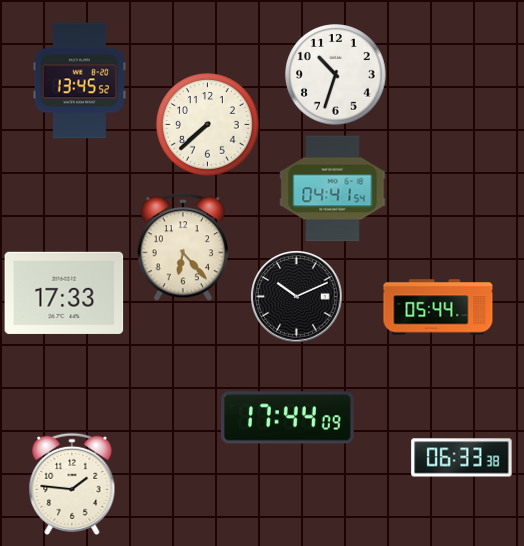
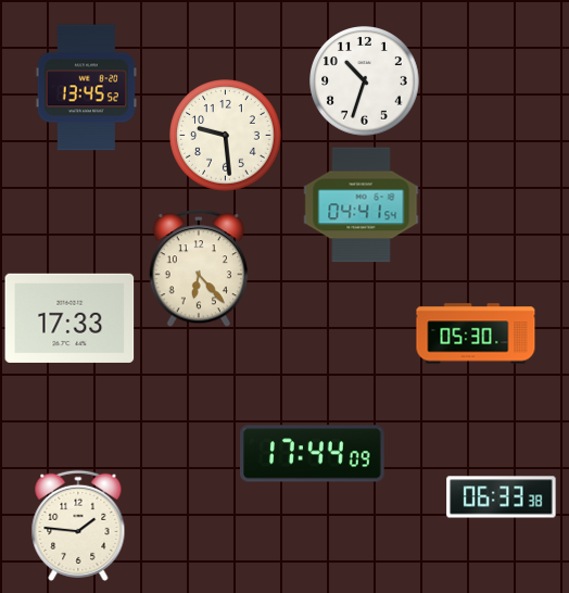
clock at (208, 125): 7:38 -> 9:29
clock at (297, 297): 10:11 -> none
clock at (438, 307): 05:44 -> 05:30
